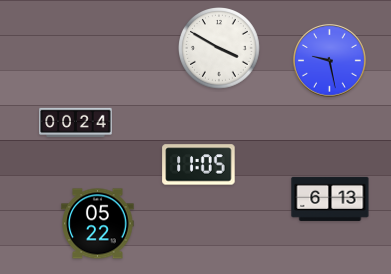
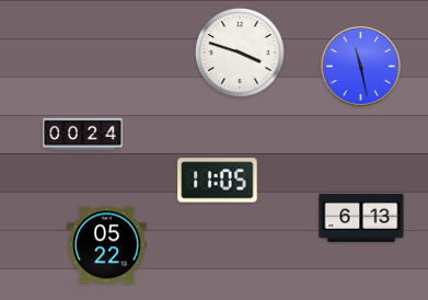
clock at (220, 49): 3:50 -> 3:48
clock at (330, 61): 9:28 -> 11:28
